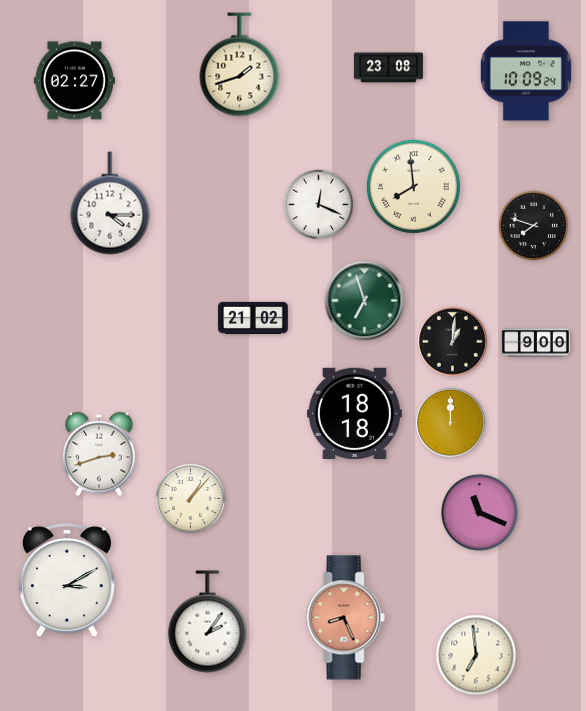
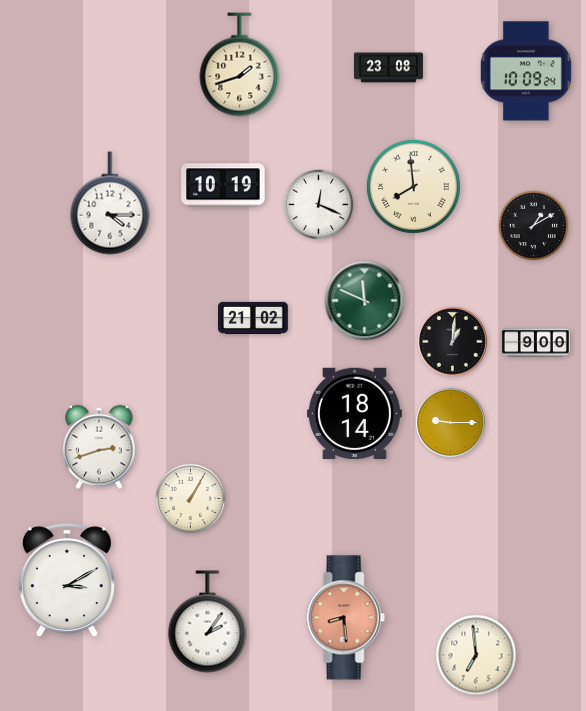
clock at (74, 81): 02:27 -> none
clock at (223, 185): none -> 10:19
clock at (534, 226): 7:48 -> 1:10
clock at (365, 301): 6:57 -> 11:49
clock at (354, 413): 18:18 -> 18:14
clock at (451, 423): 12:00 -> 9:15
clock at (99, 454) position: (99, 454) -> (99, 447)
clock at (191, 499): 1:07 -> 1:05
clock at (480, 513): 11:19 -> none
clock at (345, 618): 8:26 -> 8:29
